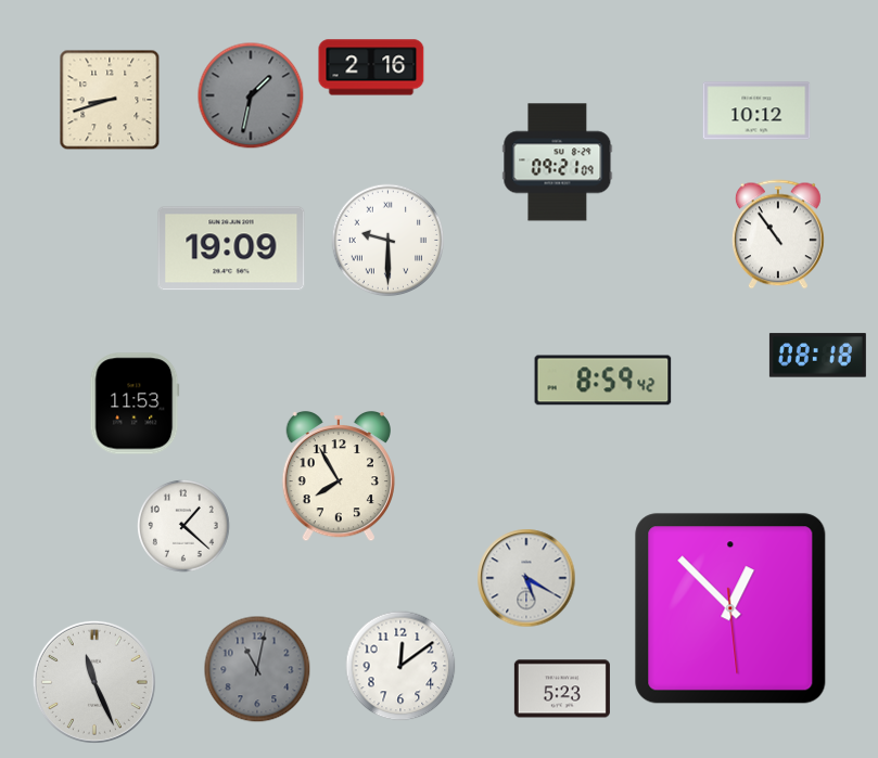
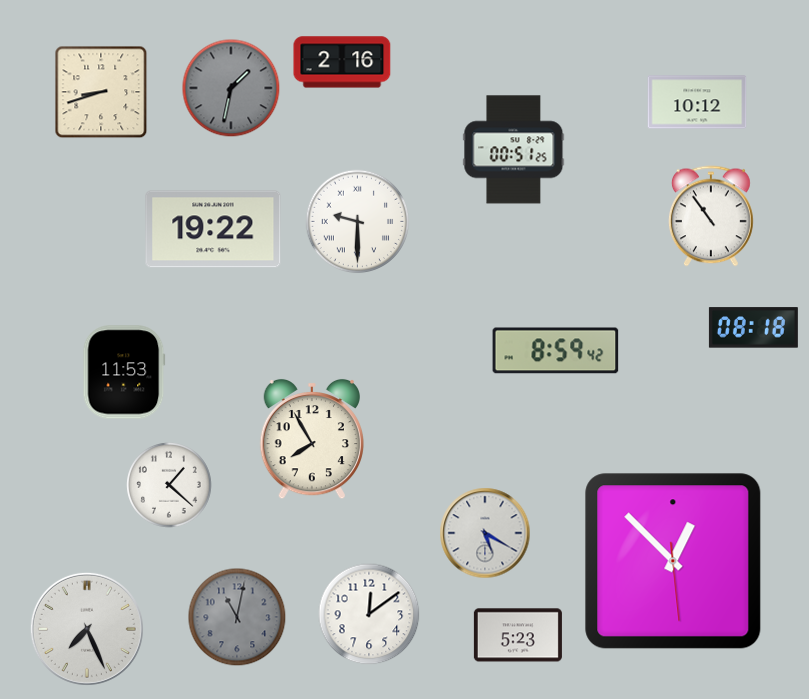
clock at (558, 163): 09:21 -> 00:51
clock at (778, 234) position: (778, 234) -> (711, 216)
clock at (231, 248): 19:09 -> 19:22
clock at (94, 682): 11:26 -> 7:26
